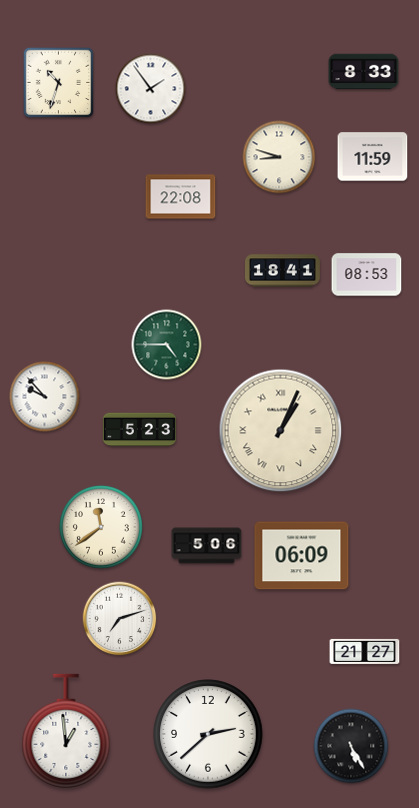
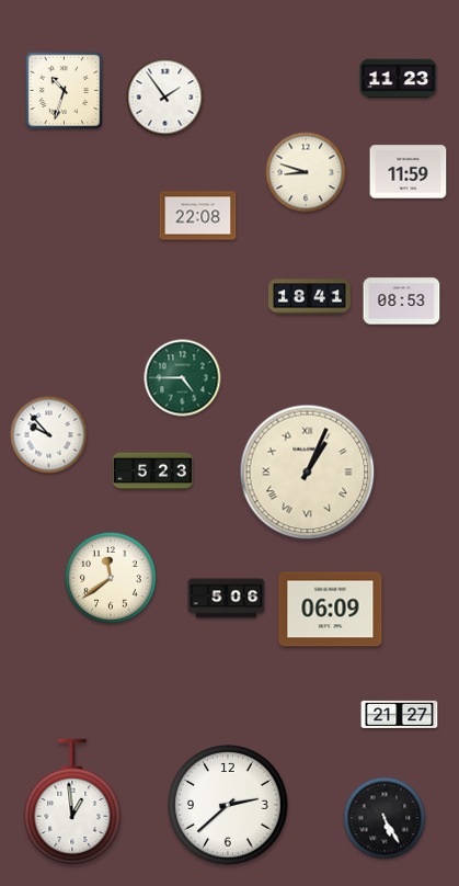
clock at (364, 72): 8:33 -> 11:23
clock at (120, 619): 7:12 -> none
